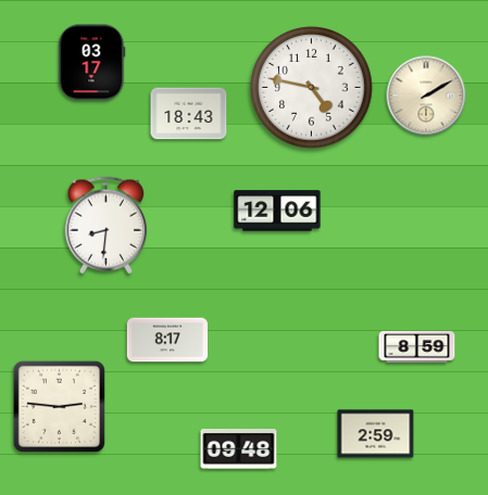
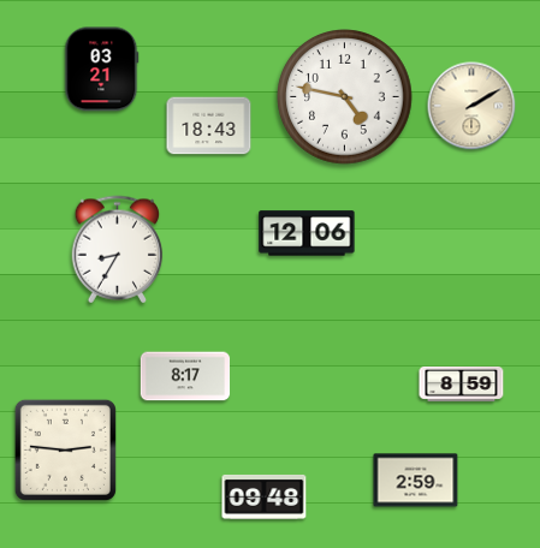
clock at (92, 63): 03:17 -> 03:21
clock at (107, 226): 8:31 -> 8:35
